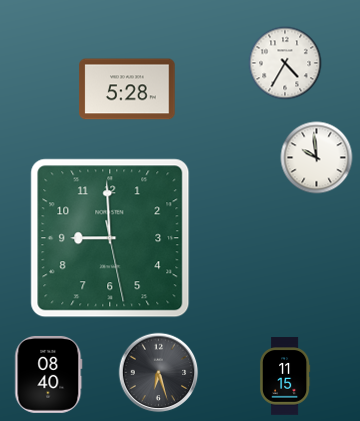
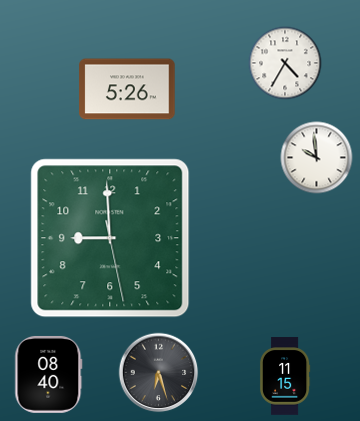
clock at (127, 89): 5:28 -> 5:26
